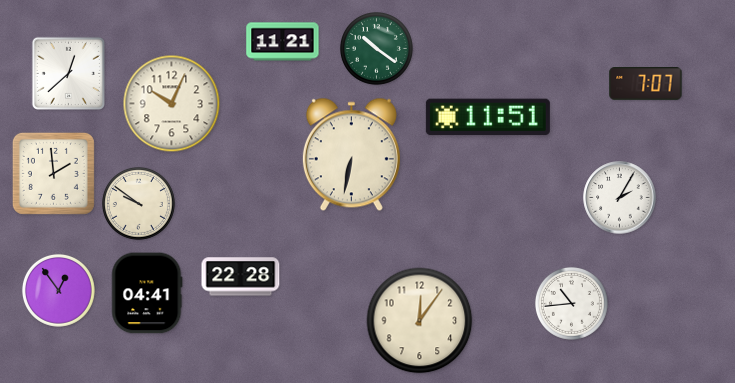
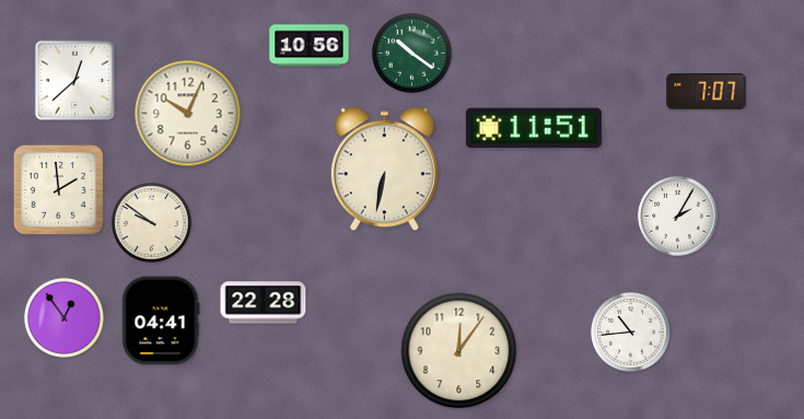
clock at (283, 42): 11:21 -> 10:56
clock at (571, 303) position: (571, 303) -> (630, 331)
